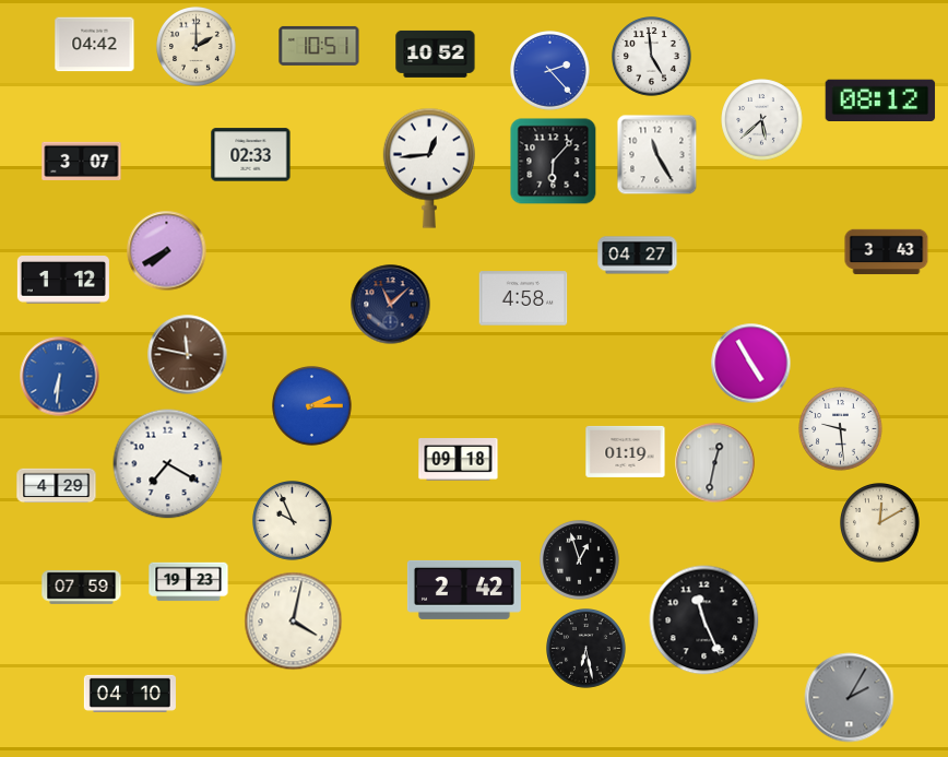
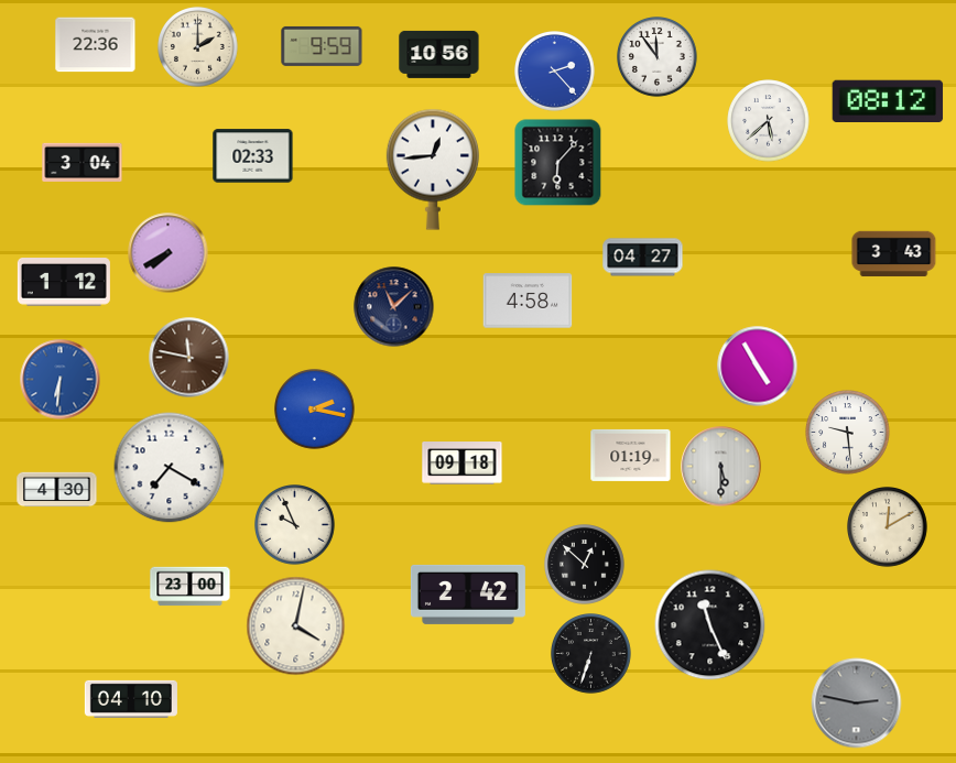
clock at (95, 45): 04:42 -> 22:36
clock at (319, 46): 10:51 -> 9:59
clock at (436, 54): 10:52 -> 10:56
clock at (652, 57): 4:59 -> 11:54
clock at (657, 155): 11:25 -> none
clock at (82, 161): 3:07 -> 3:04
clock at (312, 406): 2:15 -> 2:17
clock at (715, 463): 12:32 -> 5:30
clock at (57, 486): 4:29 -> 4:30
clock at (580, 560): 12:57 -> 12:52
clock at (189, 582): 19:23 -> 23:00
clock at (82, 587): 07:59 -> none
clock at (586, 649): 6:28 -> 6:33
clock at (850, 698): 2:05 -> 2:47
